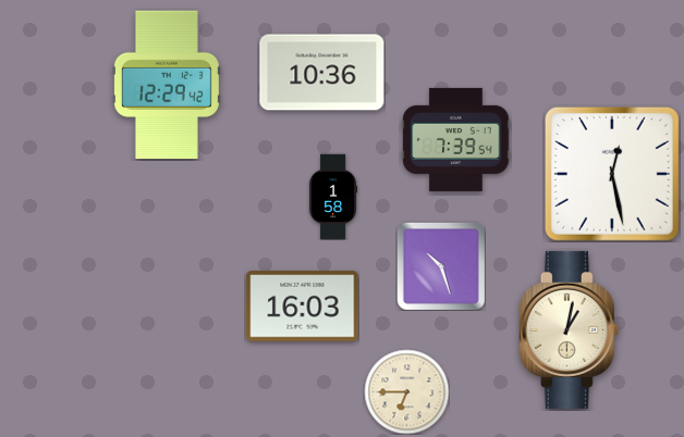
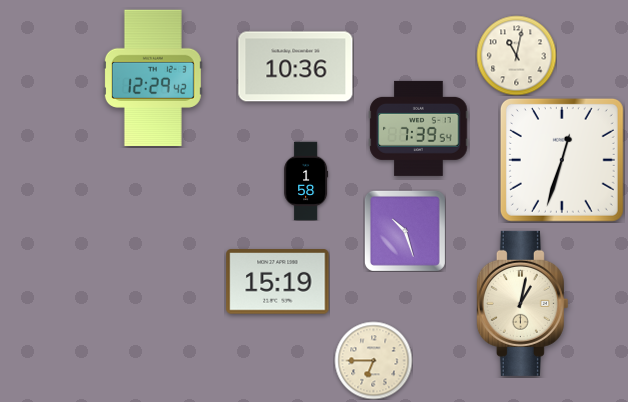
clock at (516, 55): none -> 11:02
clock at (612, 174): 12:28 -> 12:33
clock at (441, 266) position: (441, 266) -> (405, 231)
clock at (303, 307): 16:03 -> 15:19
